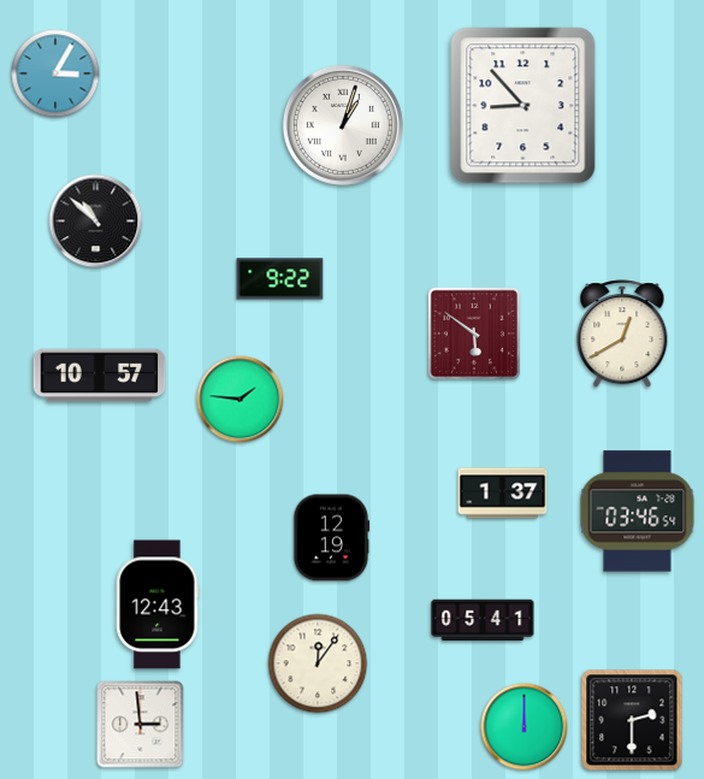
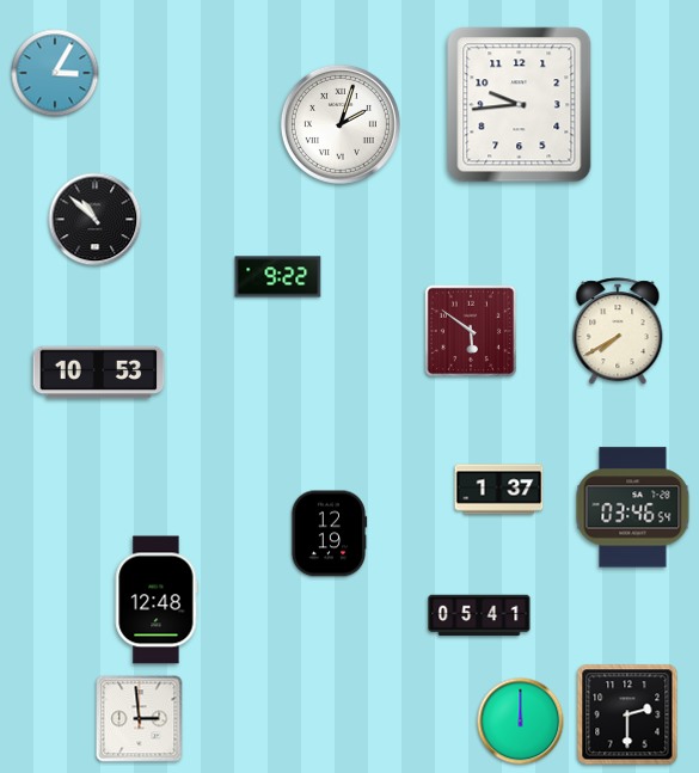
clock at (523, 106): 8:53 -> 9:44
clock at (343, 125): 1:03 -> 2:03
clock at (622, 335): 12:40 -> 7:40
clock at (100, 376): 10:57 -> 10:53
clock at (241, 400): 1:46 -> none
clock at (158, 604): 12:43 -> 12:48
clock at (318, 663): 12:06 -> none
